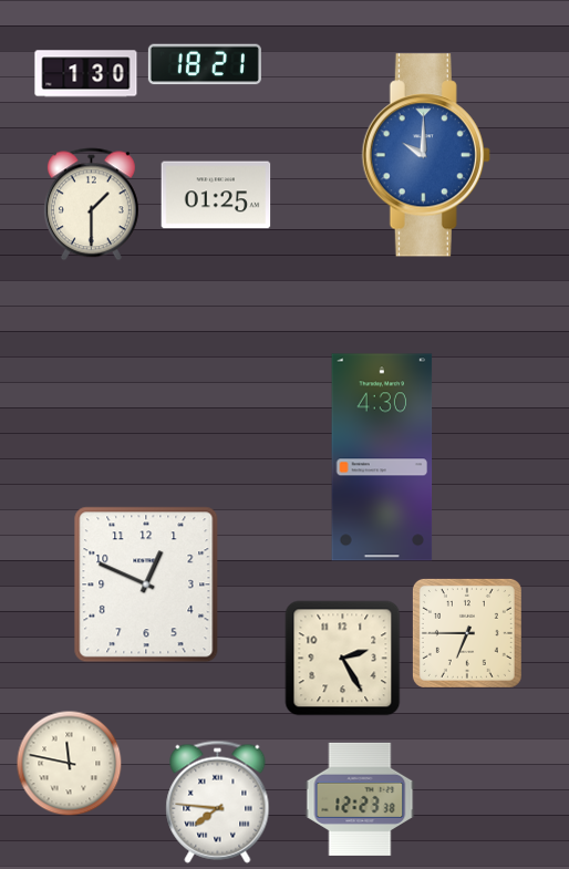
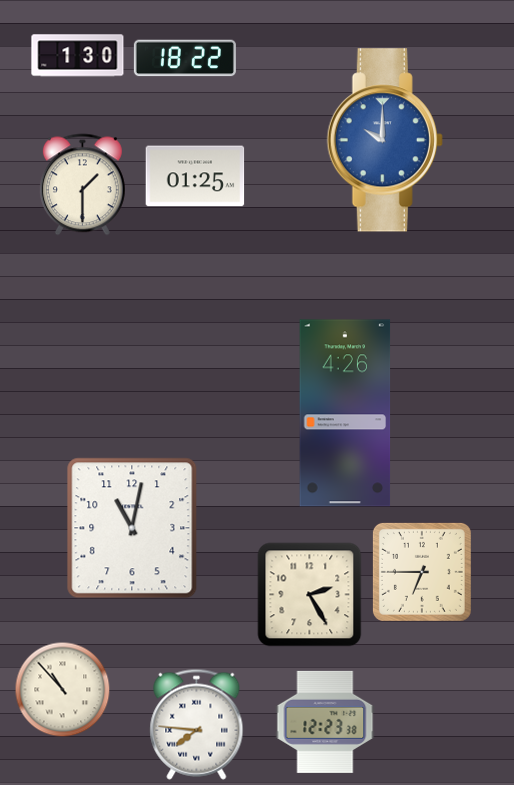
clock at (205, 64): 18:21 -> 18:22
clock at (86, 74) position: (86, 74) -> (78, 56)
clock at (382, 457): 4:30 -> 4:26
clock at (146, 584): 12:49 -> 11:02
clock at (70, 764): 11:47 -> 10:53
